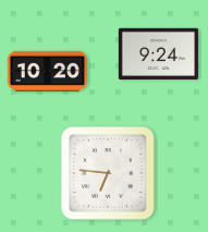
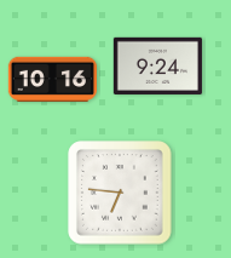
clock at (158, 53) position: (158, 53) -> (157, 65)
clock at (47, 71): 10:20 -> 10:16
